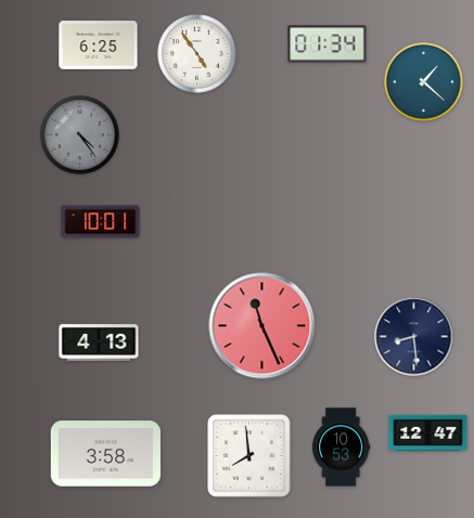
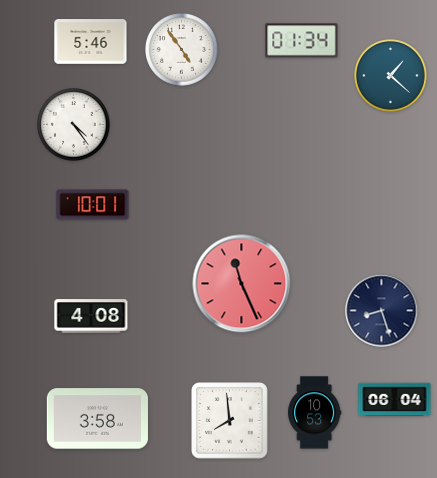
clock at (99, 46): 6:25 -> 5:46
clock at (80, 135) dial: grey -> white
clock at (262, 326) position: (262, 326) -> (242, 284)
clock at (414, 337): 8:29 -> 8:27
clock at (99, 342): 4:13 -> 4:08
clock at (428, 433): 12:47 -> 06:04
